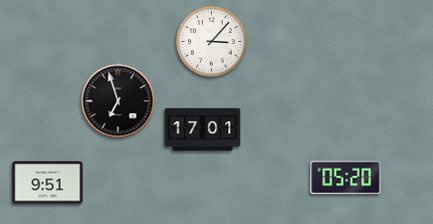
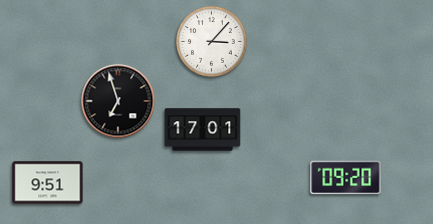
clock at (346, 178): 05:20 -> 09:20
